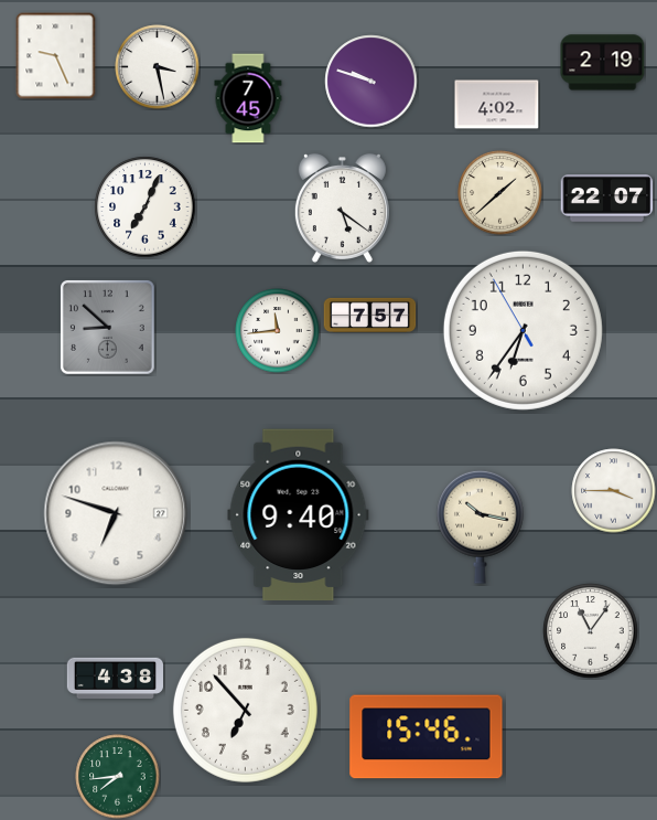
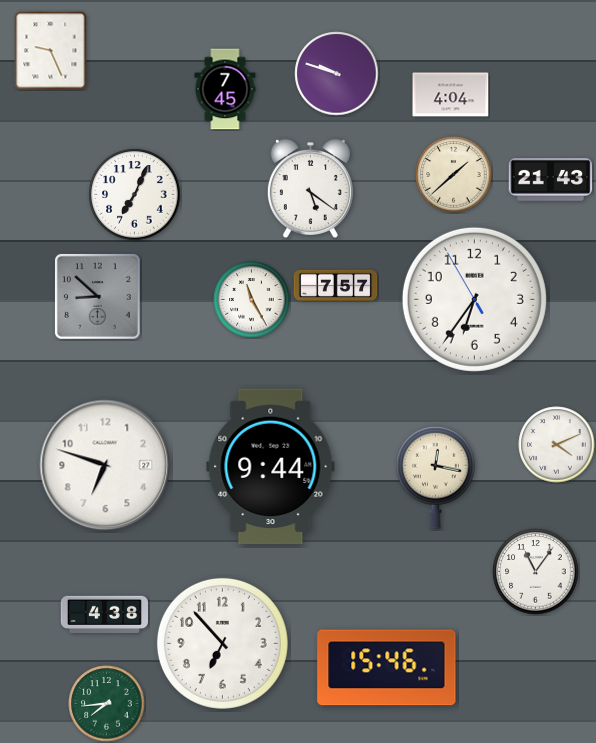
clock at (603, 63): 2:19 -> none
clock at (158, 67): 3:28 -> none
clock at (497, 105): 4:02 -> 4:04
clock at (607, 199): 22:07 -> 21:43
clock at (146, 207) position: (146, 207) -> (135, 195)
clock at (278, 331): 11:44 -> 11:25
clock at (614, 491): 3:45 -> 4:11
clock at (299, 515): 9:40 -> 9:44
clock at (481, 526): 10:17 -> 12:17
